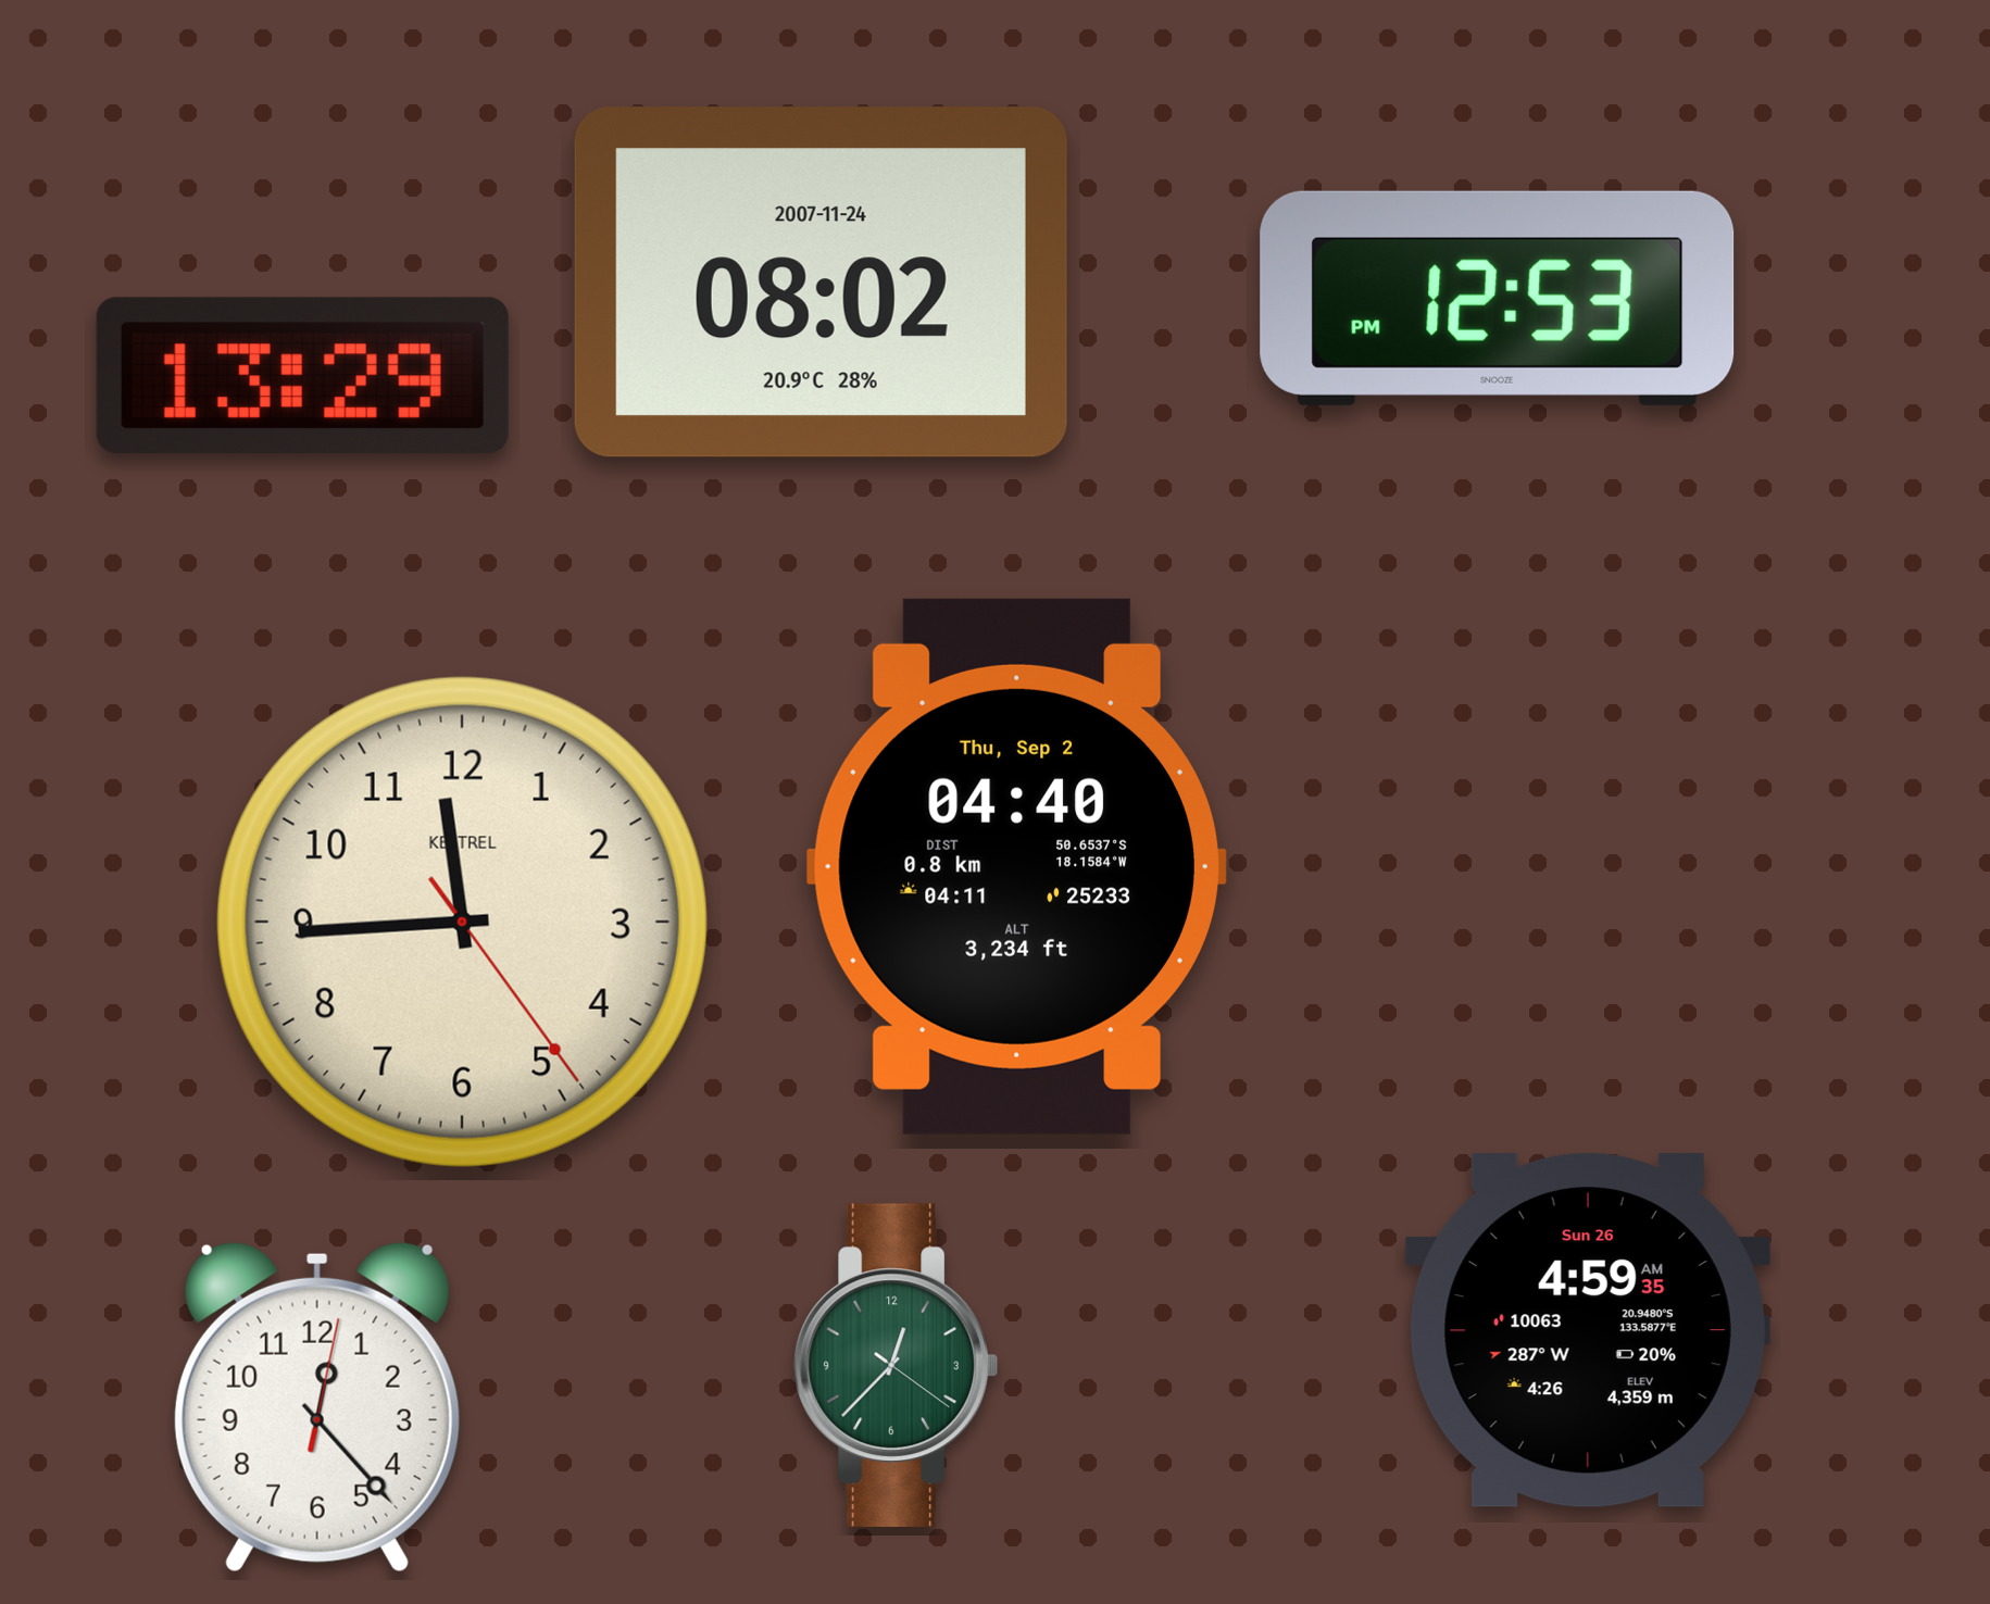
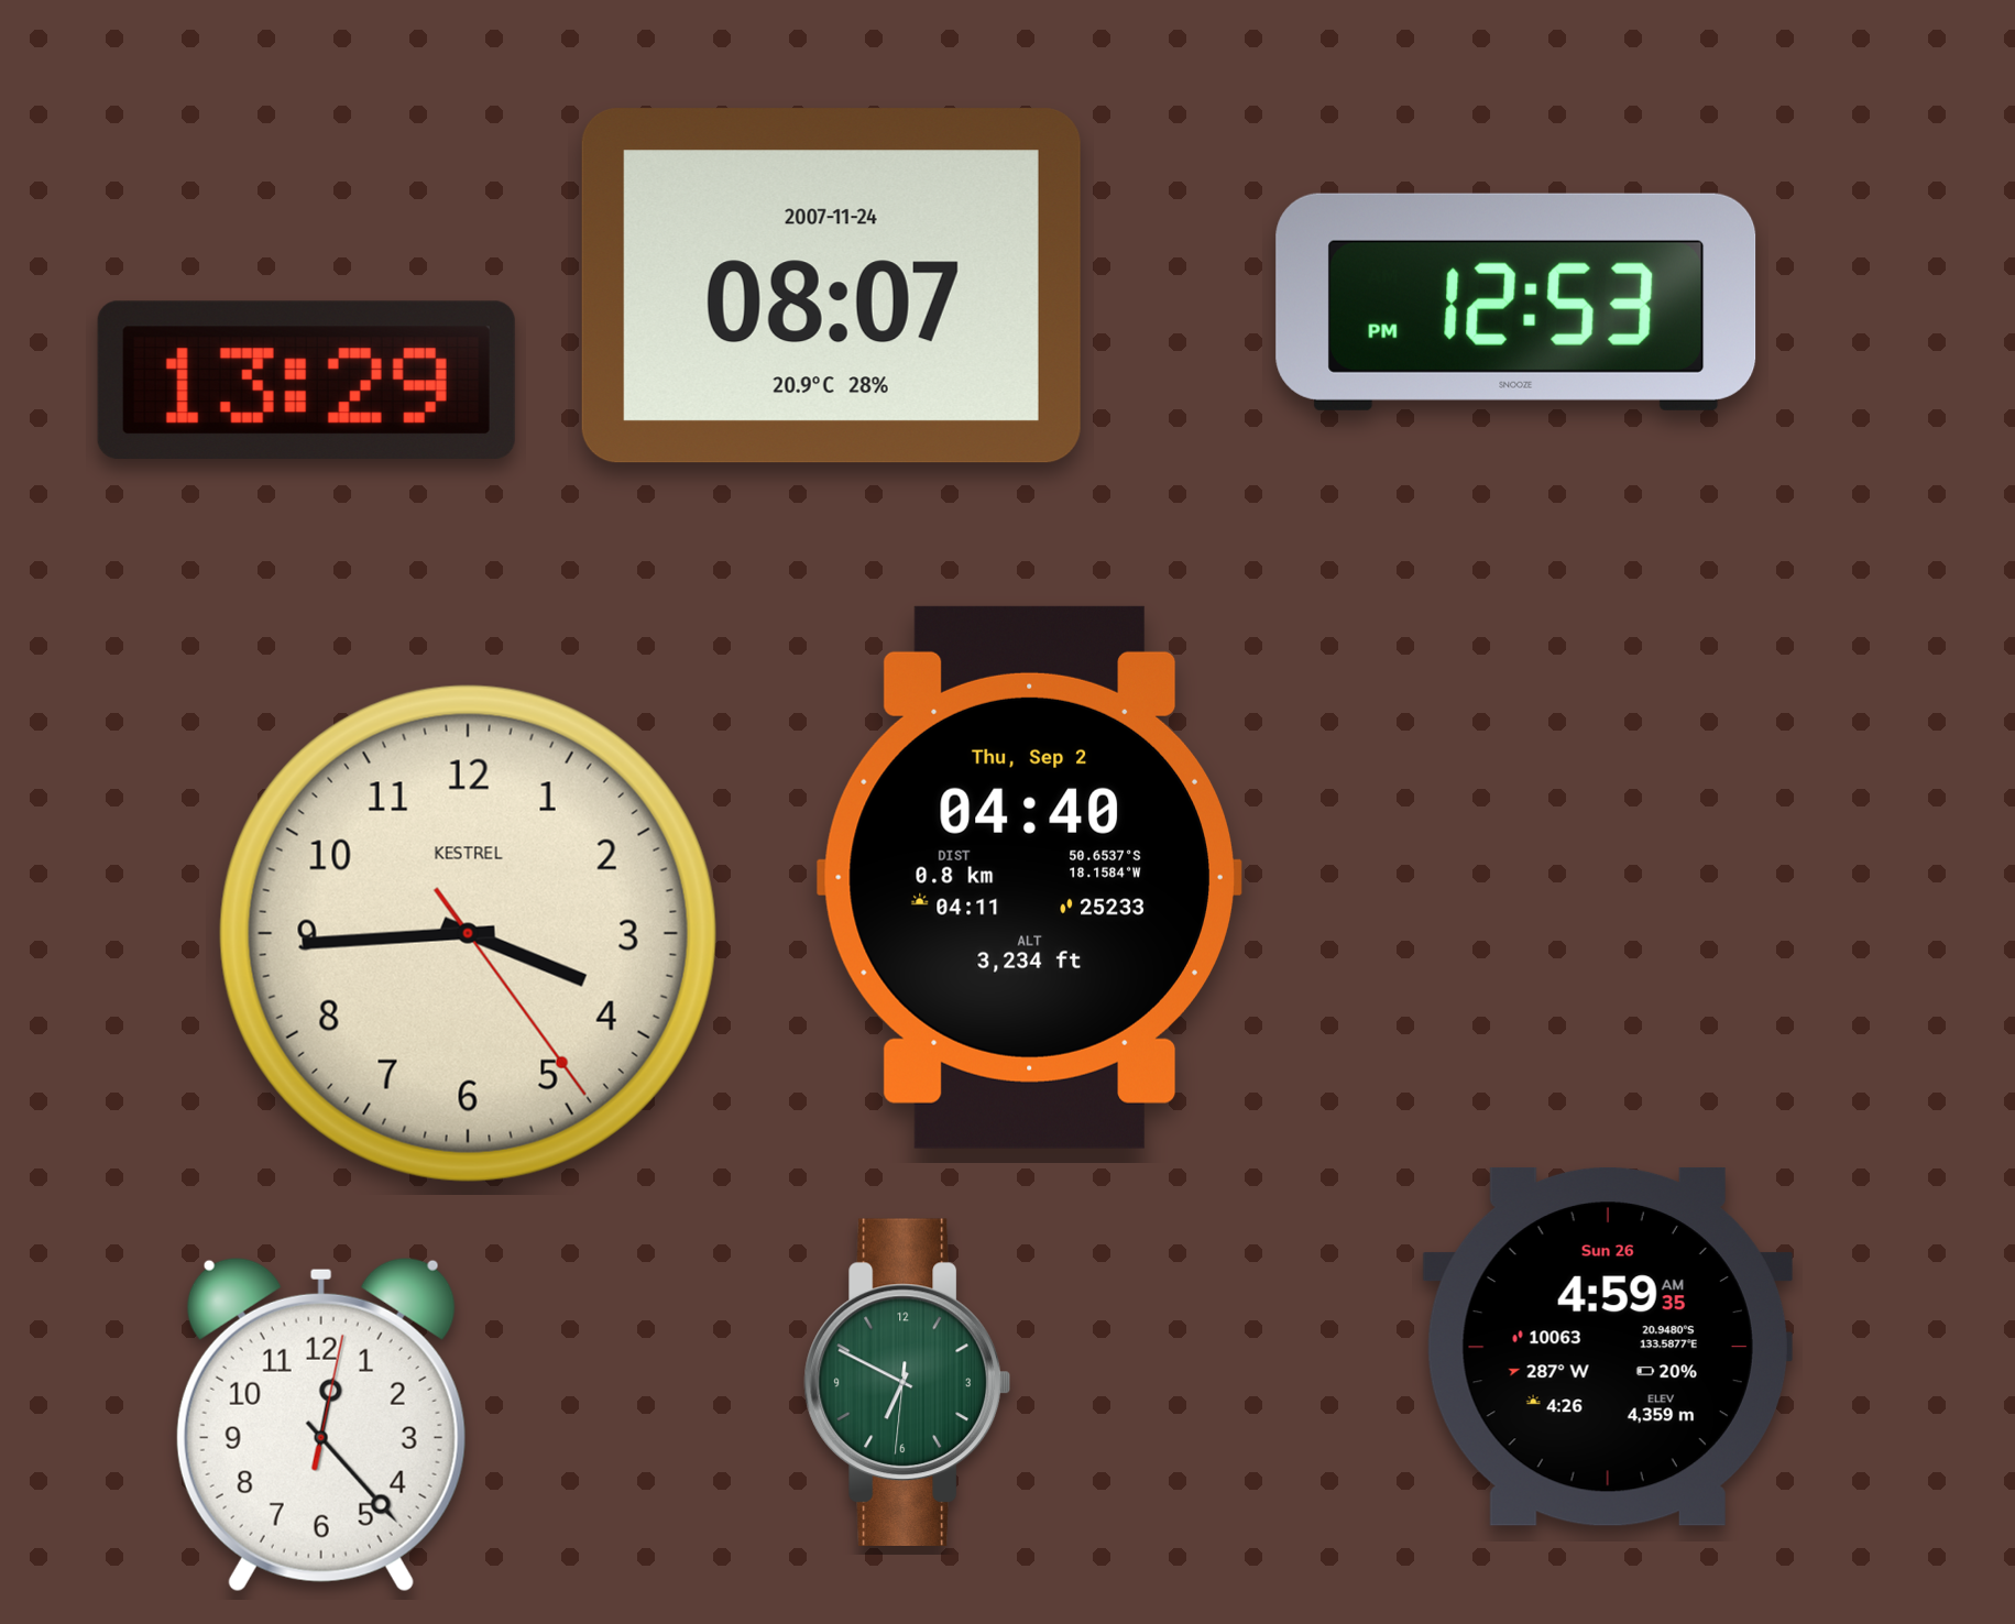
clock at (821, 283): 08:02 -> 08:07
clock at (462, 922): 11:44 -> 3:44
clock at (896, 1365): 12:37 -> 6:49
